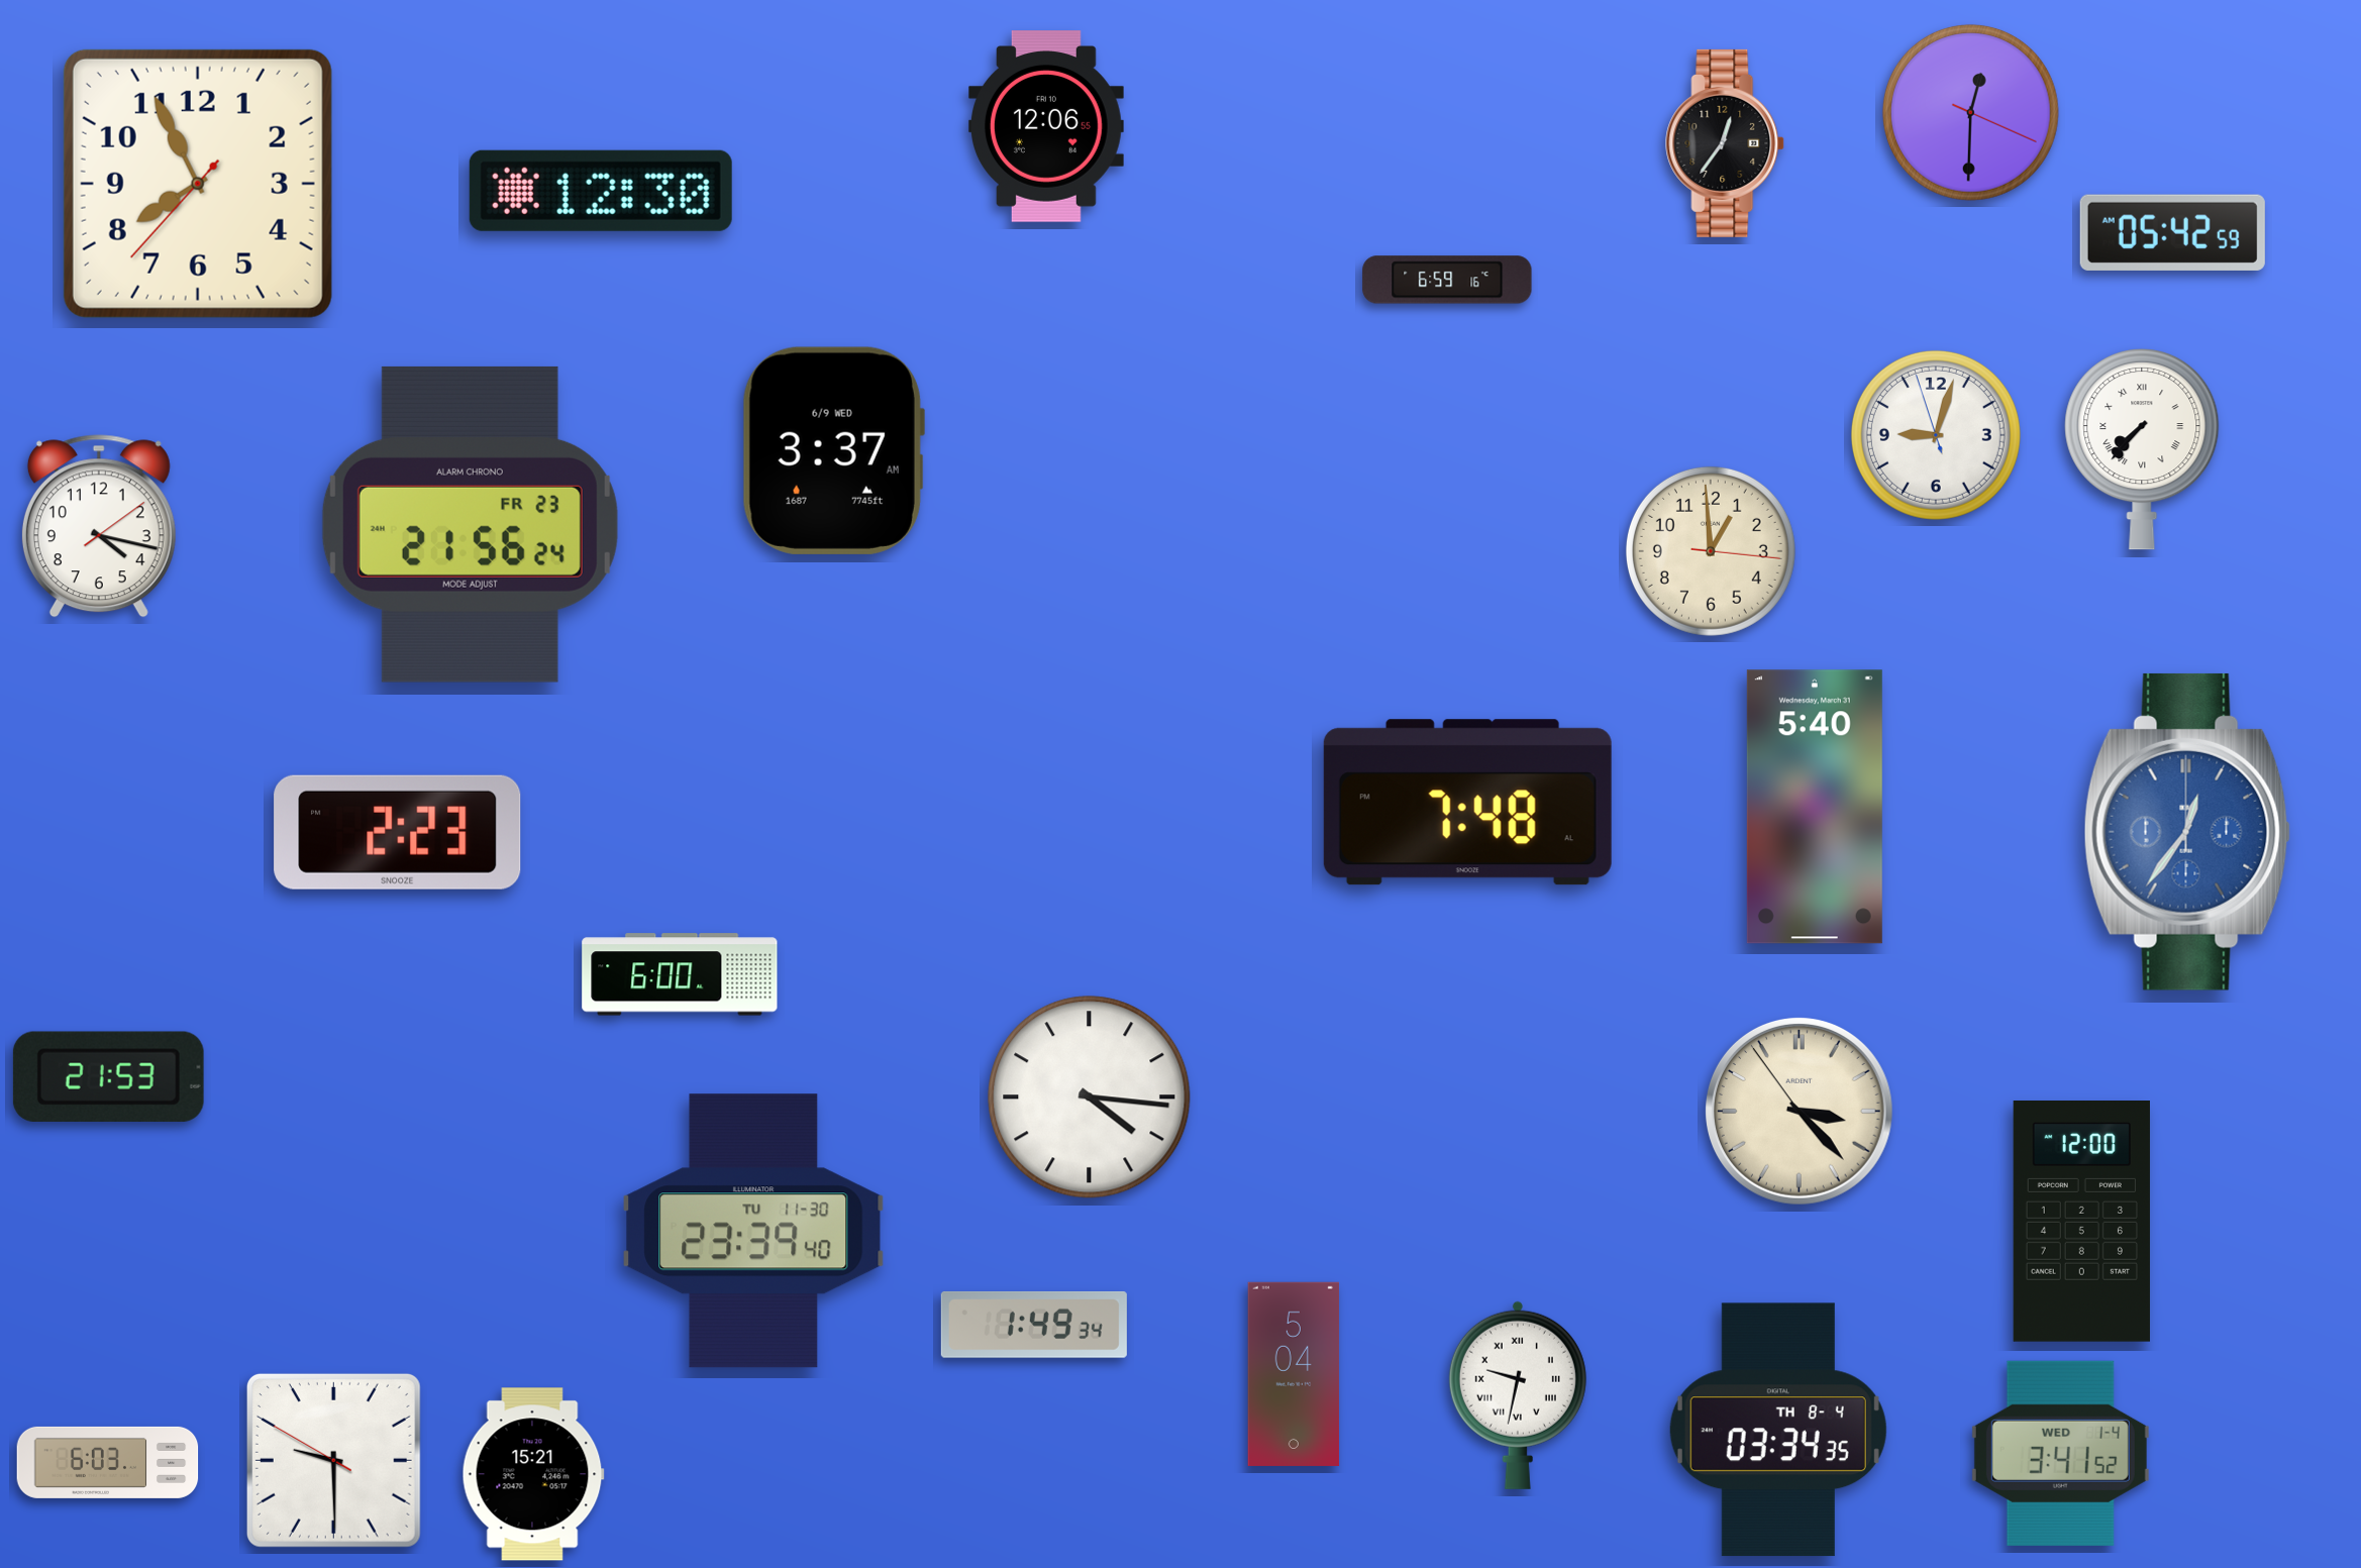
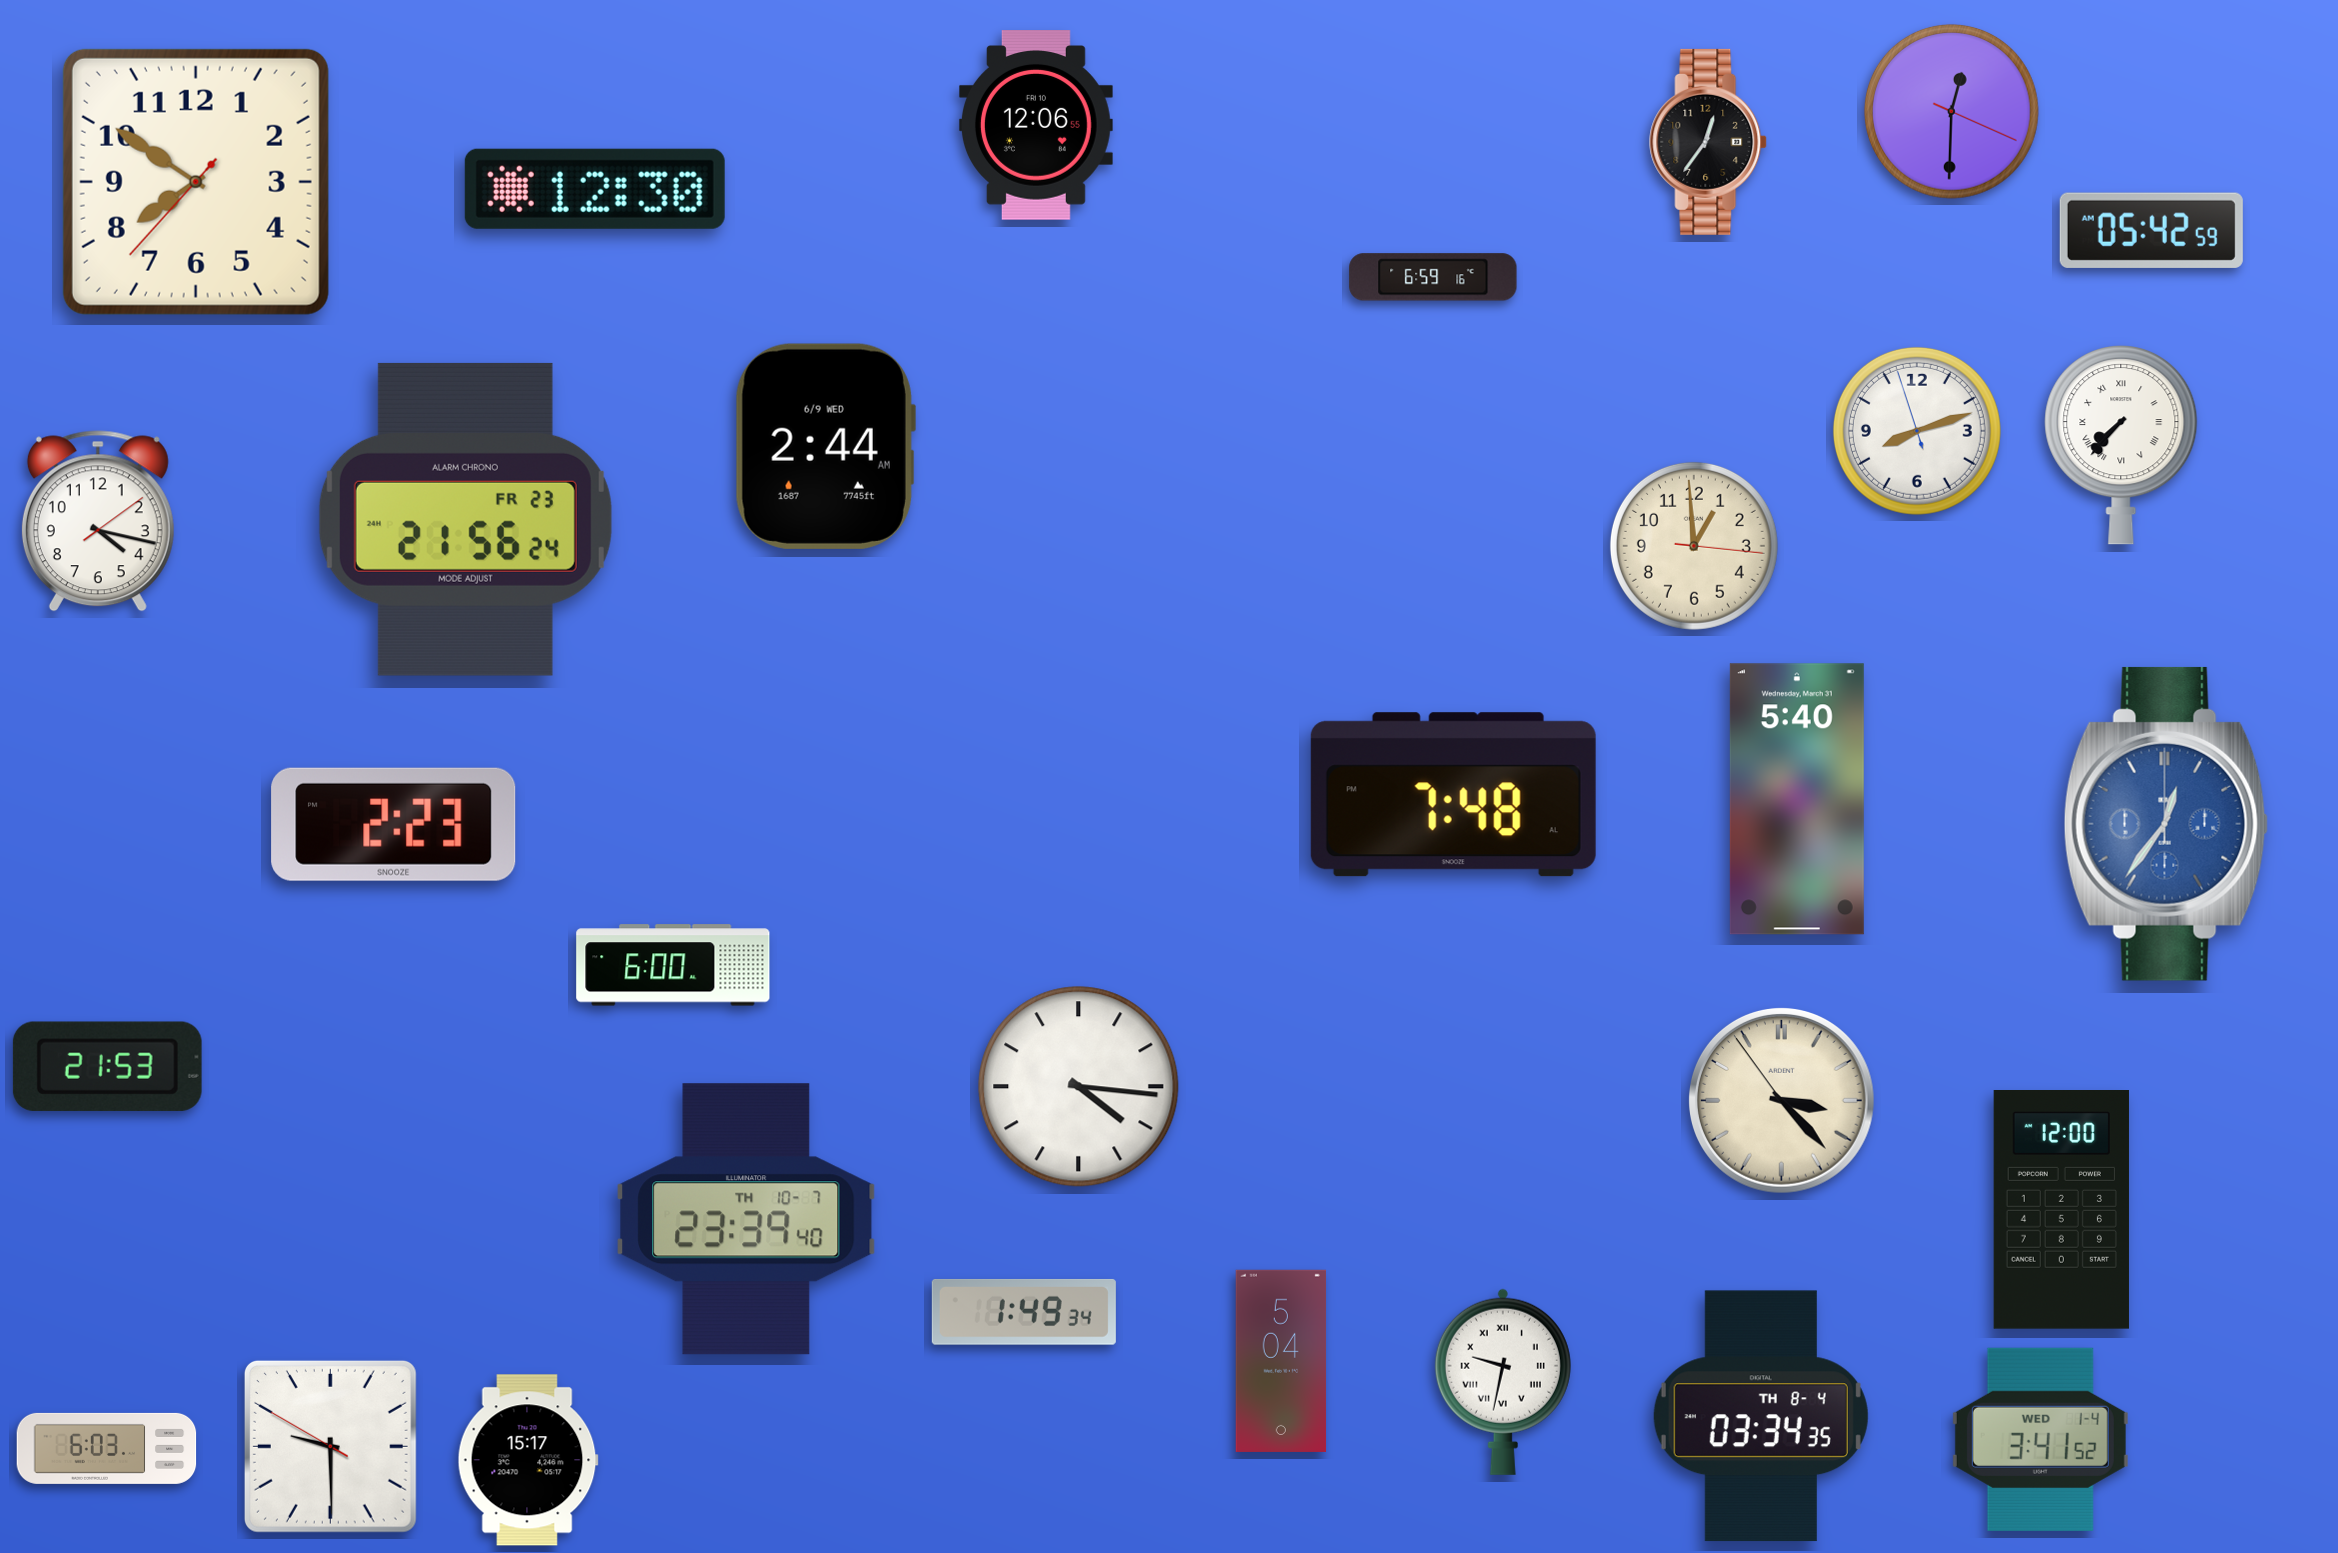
clock at (198, 184): 7:55 -> 7:50
clock at (1936, 435): 9:02 -> 8:11
clock at (833, 450): 3:37 -> 2:44
clock at (753, 1231) date: TU 11-30 -> TH 10-7
clock at (533, 1474): 15:21 -> 15:17
